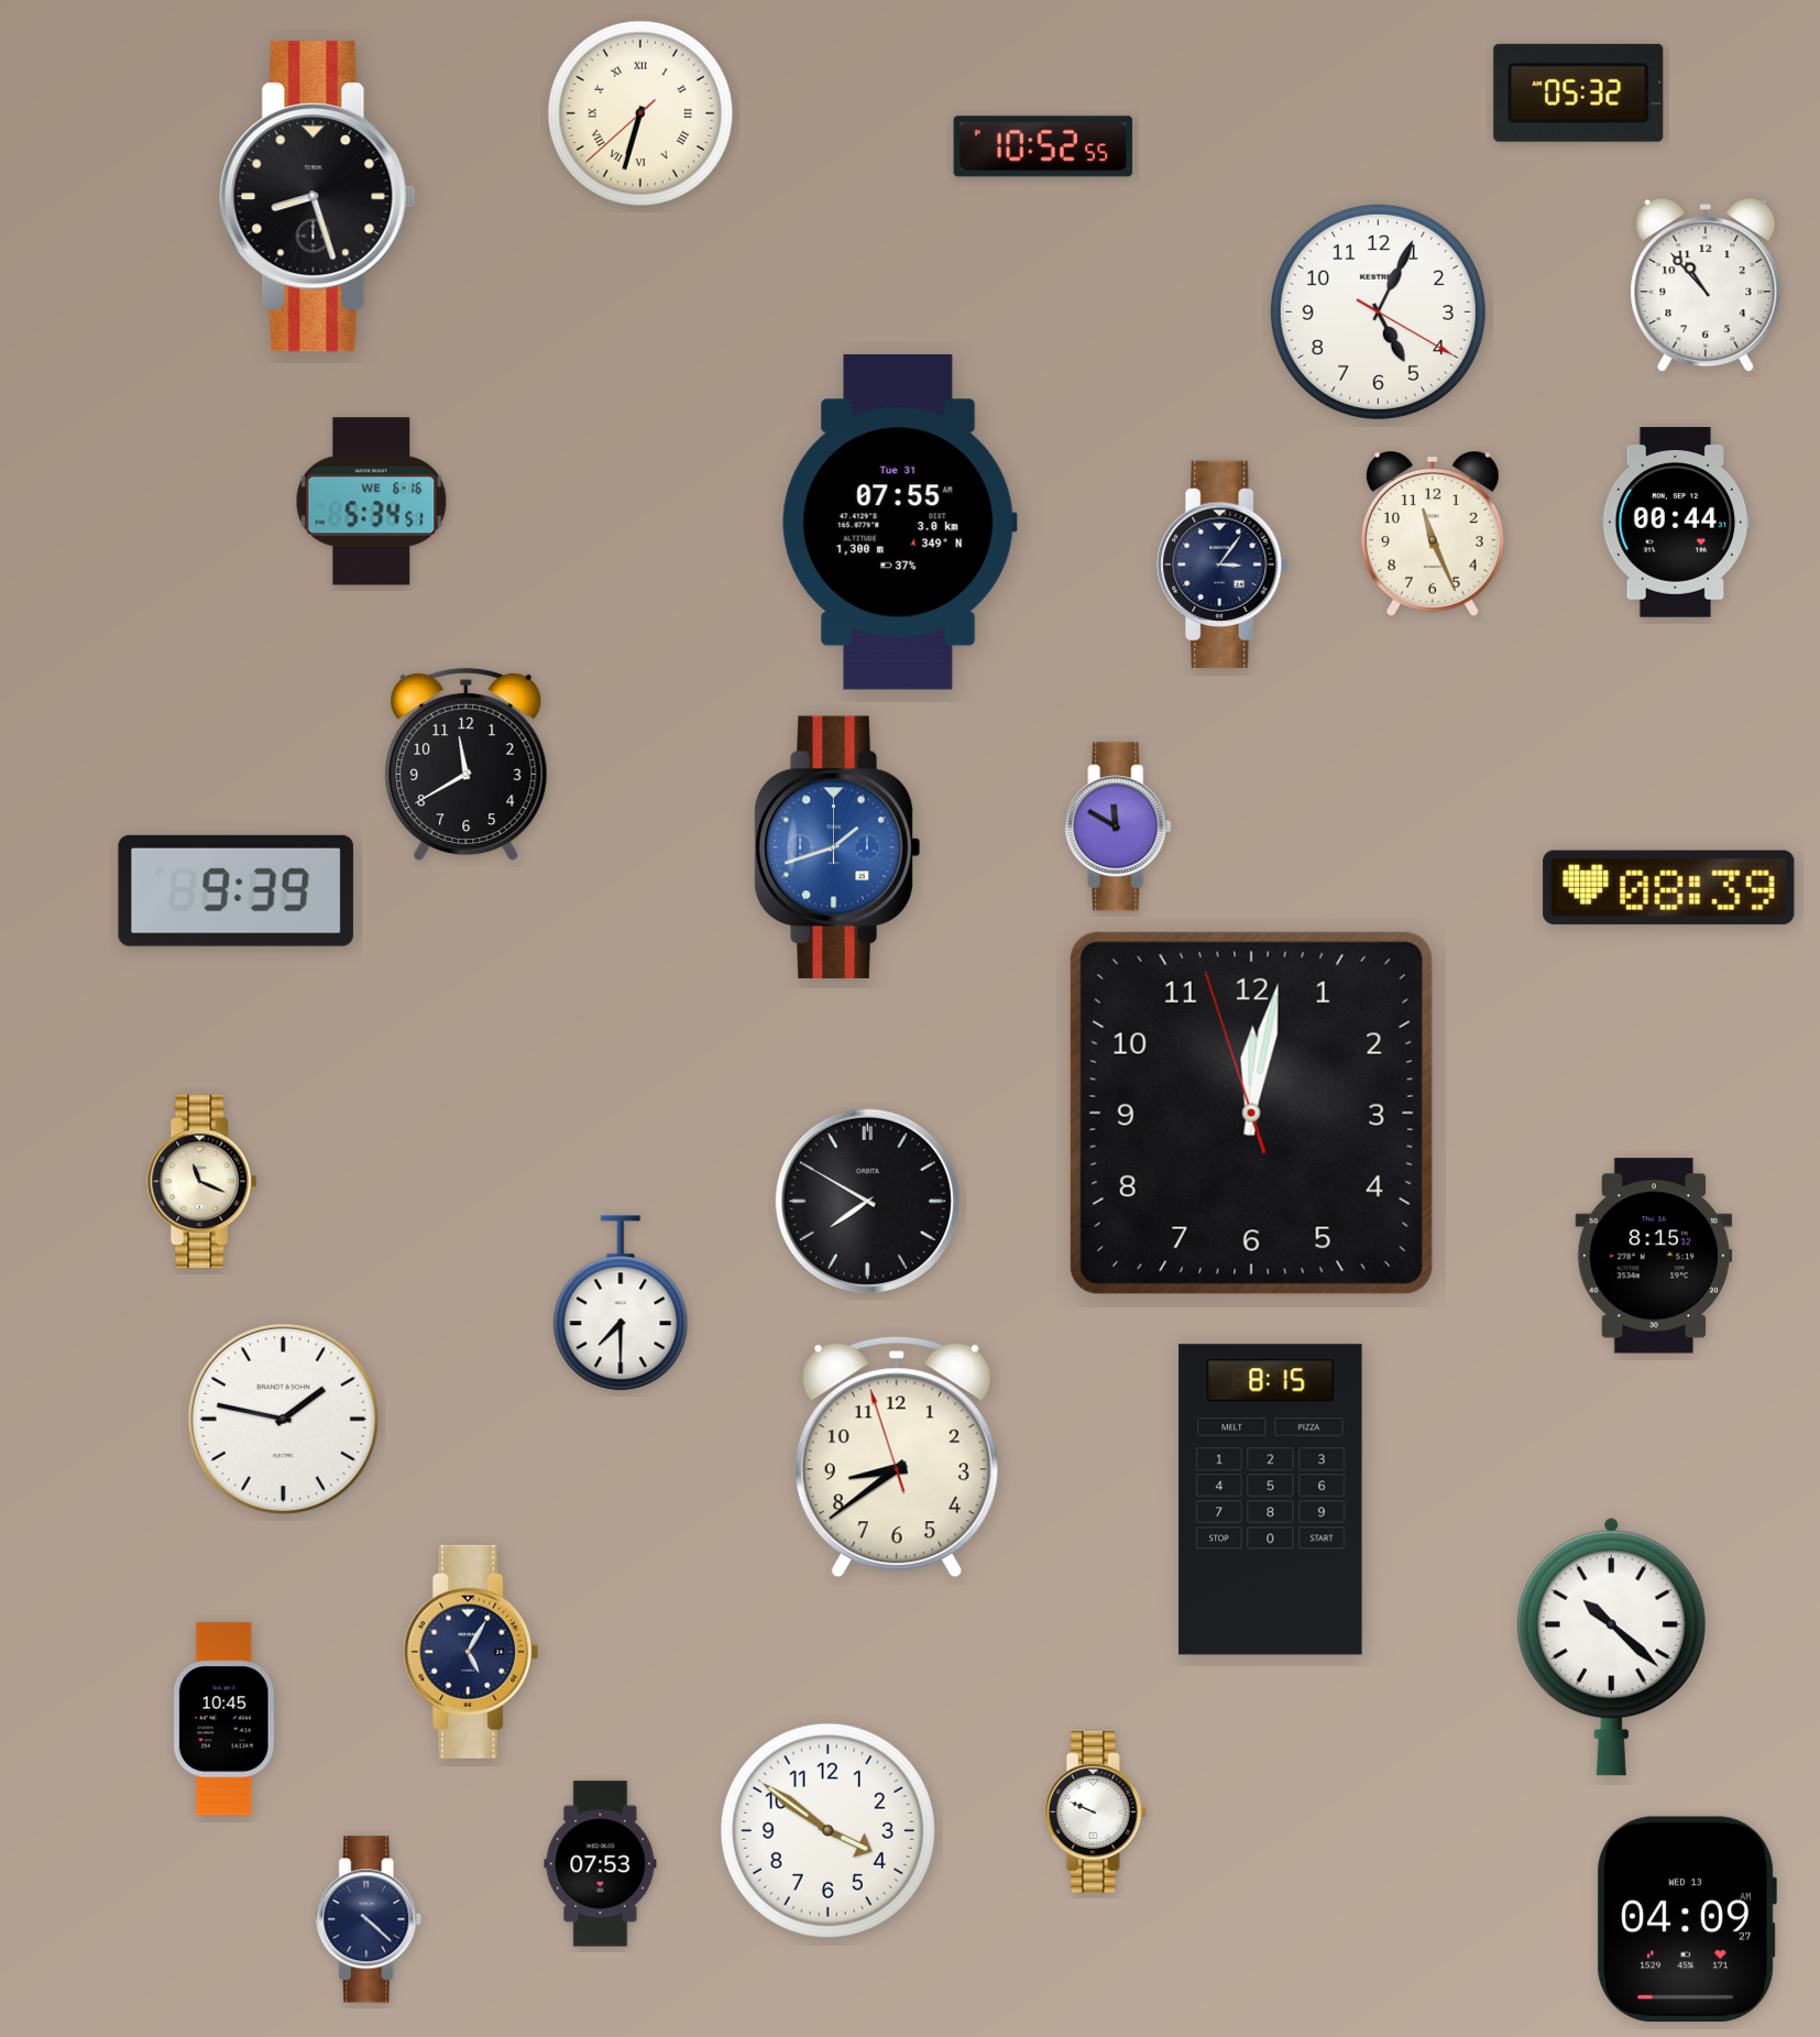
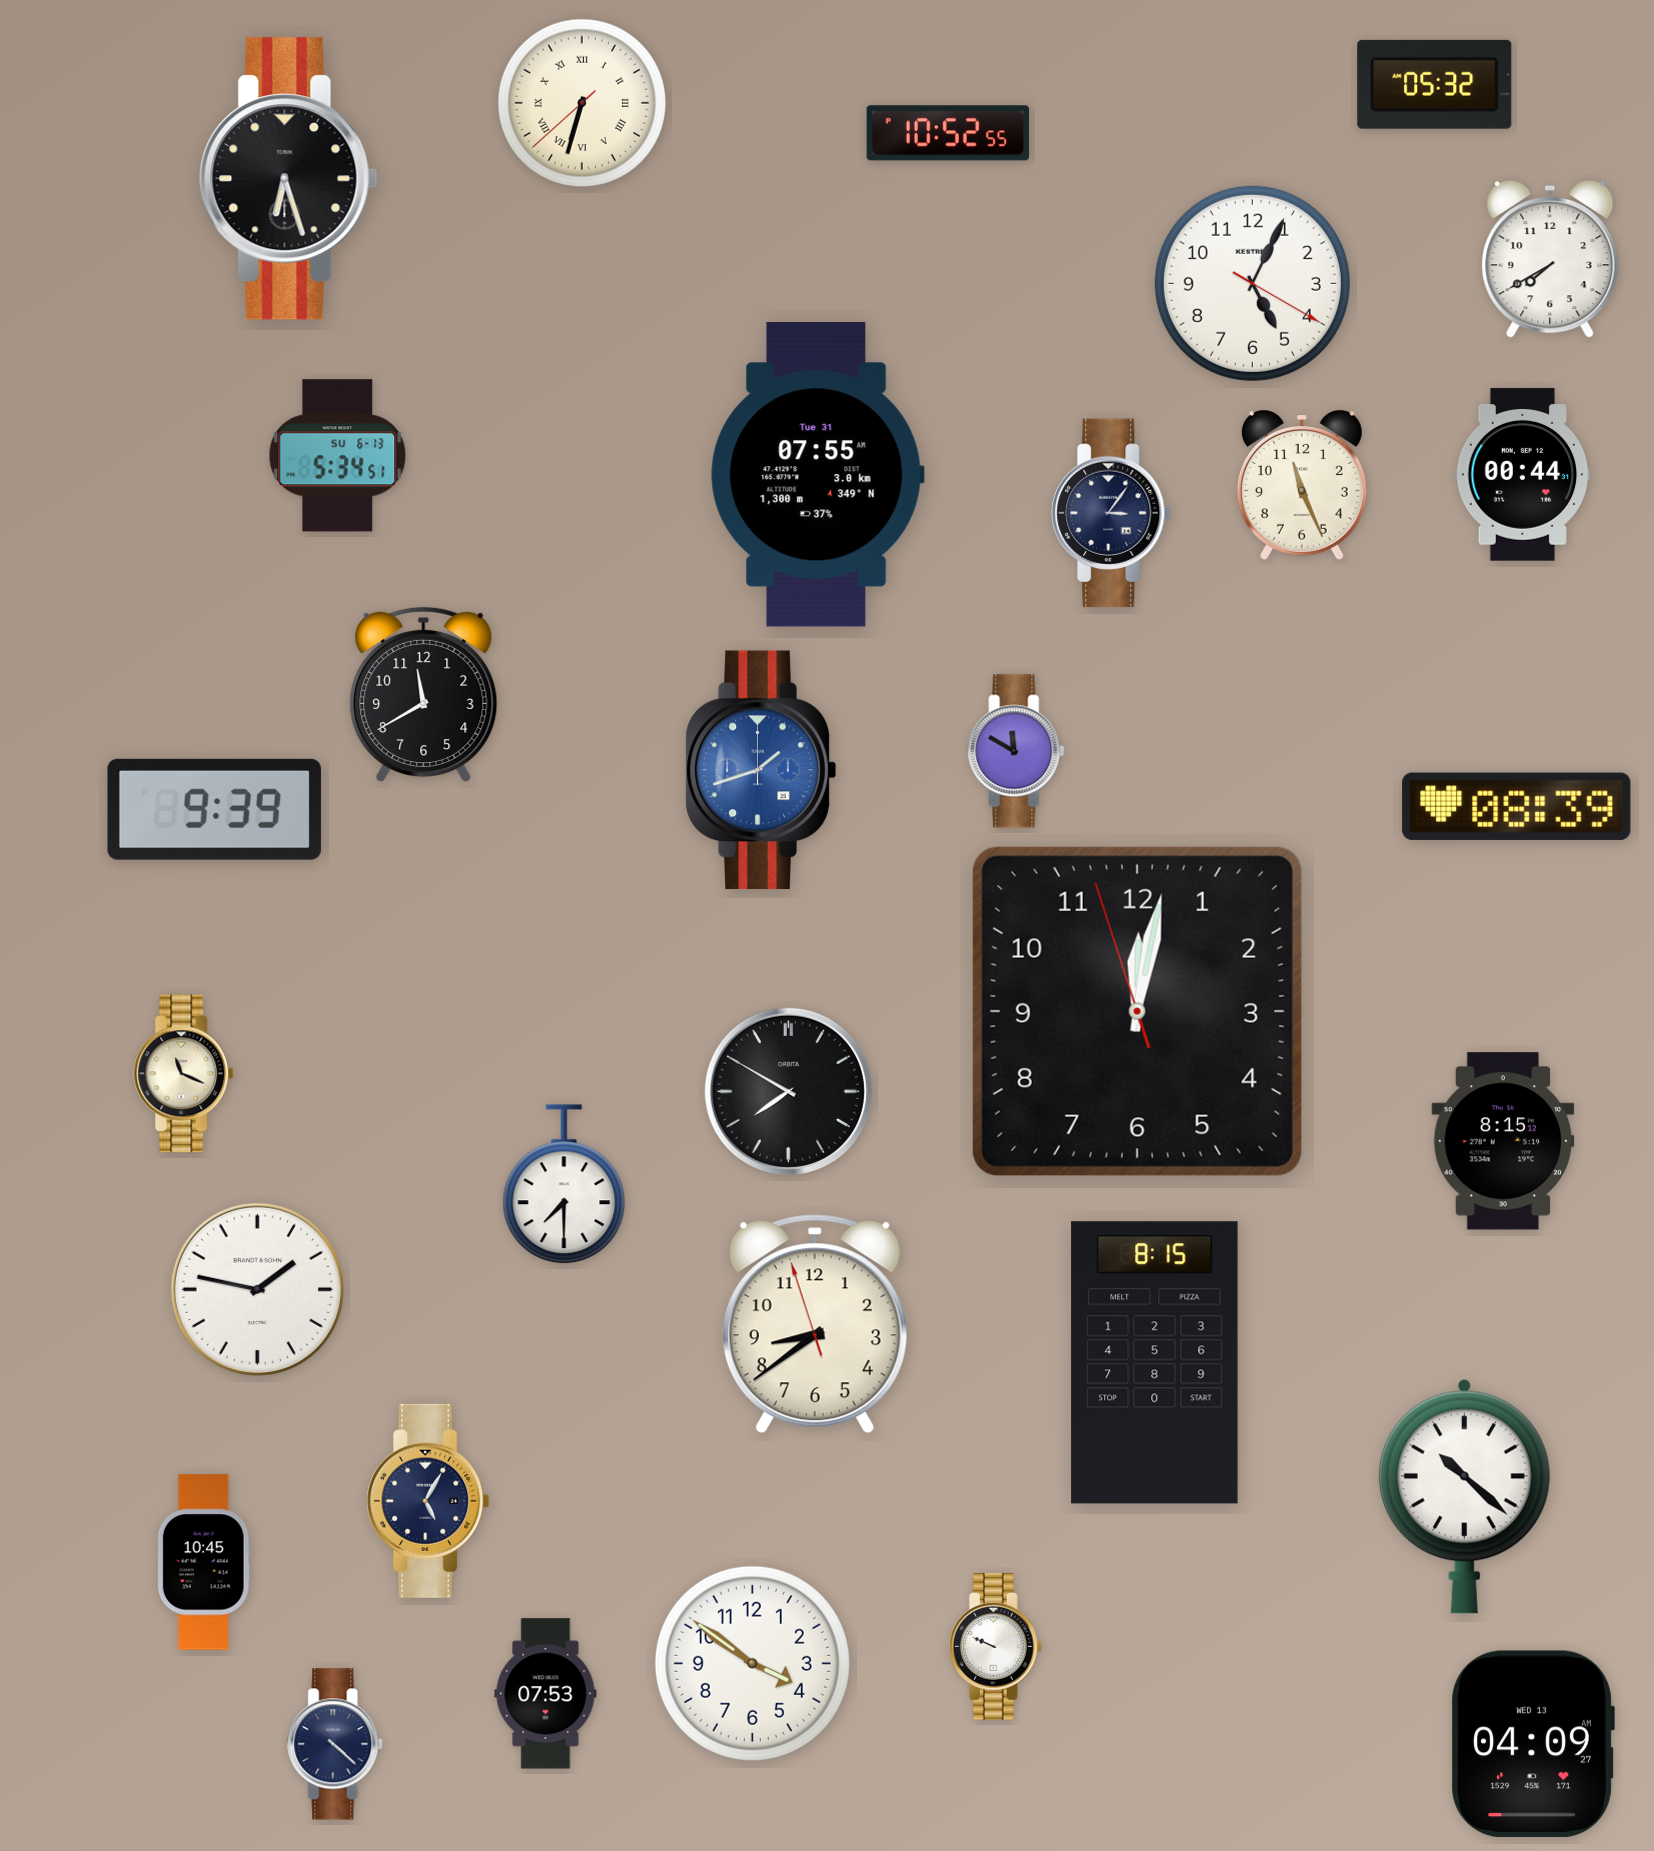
clock at (318, 197): 8:27 -> 6:27
clock at (1706, 285): 10:53 -> 7:40
clock at (372, 502) date: WE 6-16 -> SU 6-13
